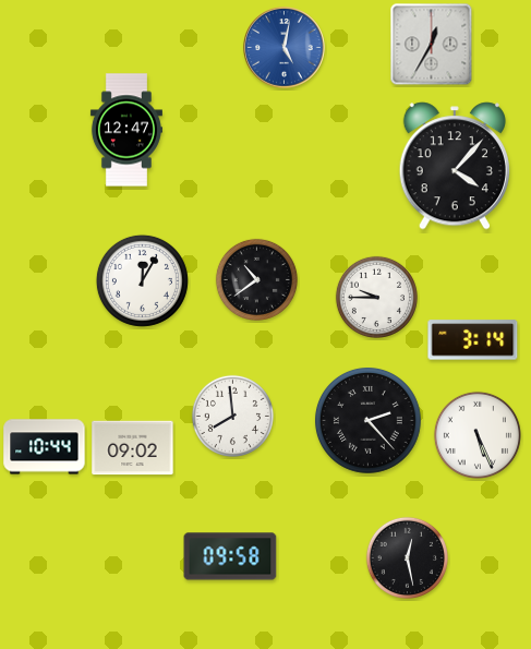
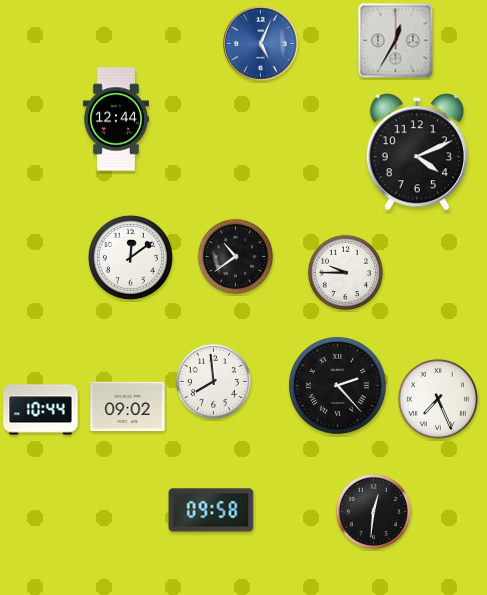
clock at (285, 48): 5:02 -> 5:04
clock at (126, 130): 12:47 -> 12:44
clock at (455, 166): 4:07 -> 4:11
clock at (142, 280): 12:05 -> 12:09
clock at (473, 340): 3:14 -> none
clock at (478, 435): 5:26 -> 7:26
clock at (133, 448) position: (133, 448) -> (128, 407)
clock at (407, 557): 12:28 -> 12:31
